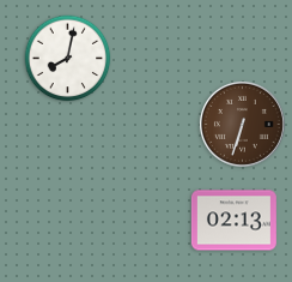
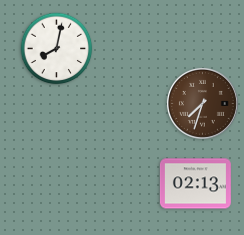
clock at (242, 124): 6:33 -> 7:33
